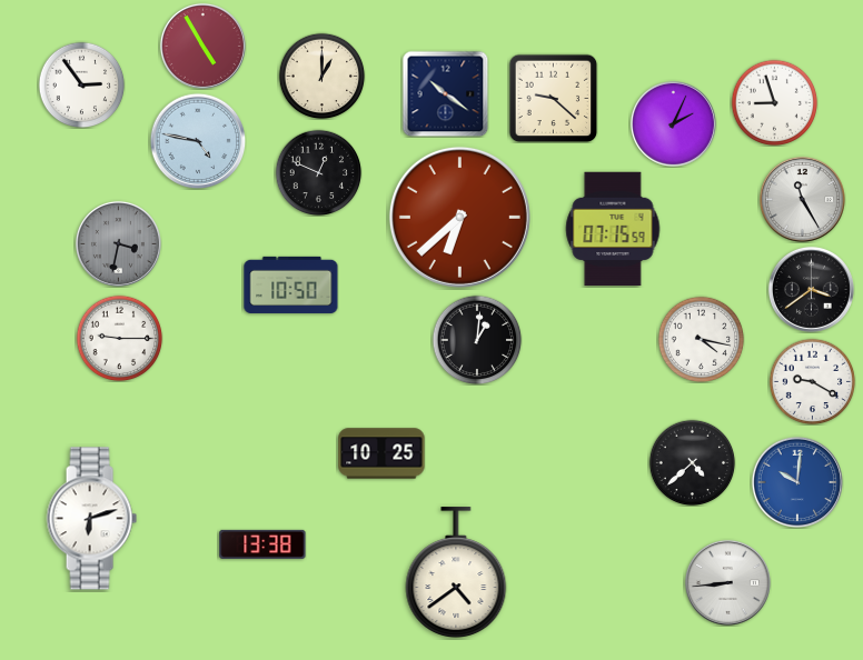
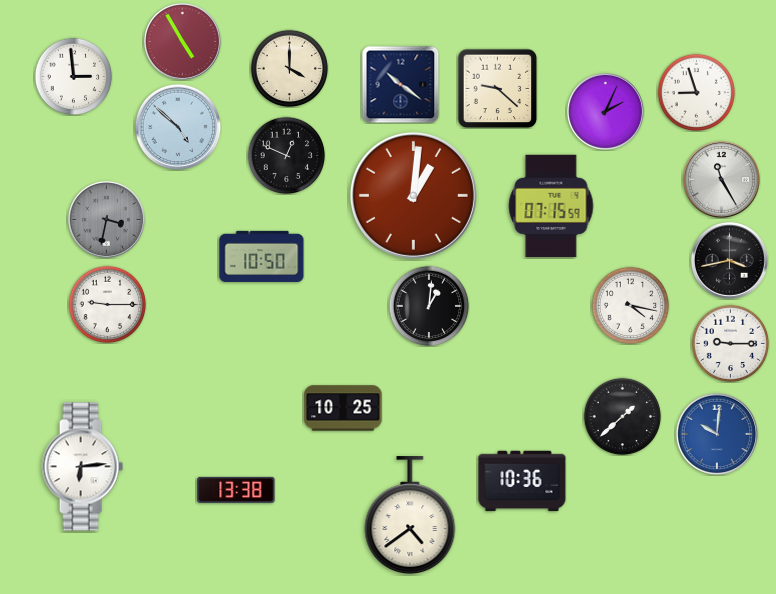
clock at (321, 76): 1:00 -> 4:00
clock at (81, 84): 2:54 -> 2:59
clock at (198, 141): 4:47 -> 4:52
clock at (459, 217): 6:38 -> 1:01
clock at (811, 289): 3:39 -> 3:43
clock at (812, 381): 9:20 -> 9:15
clock at (692, 462): 4:38 -> 1:38
clock at (91, 519): 6:12 -> 6:14
clock at (522, 481): none -> 10:36
clock at (727, 582): 8:44 -> none
